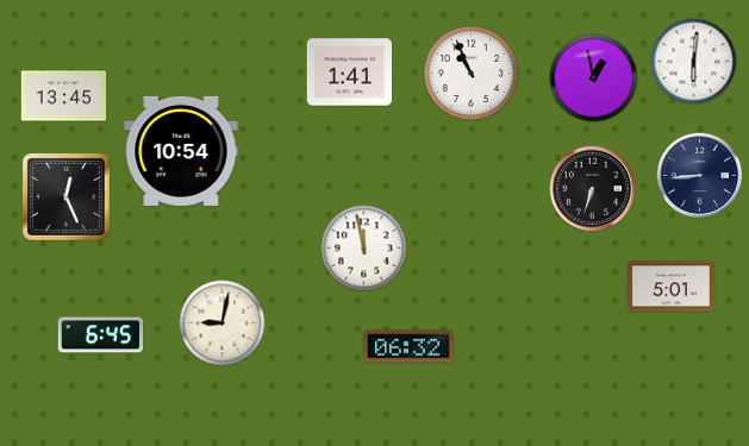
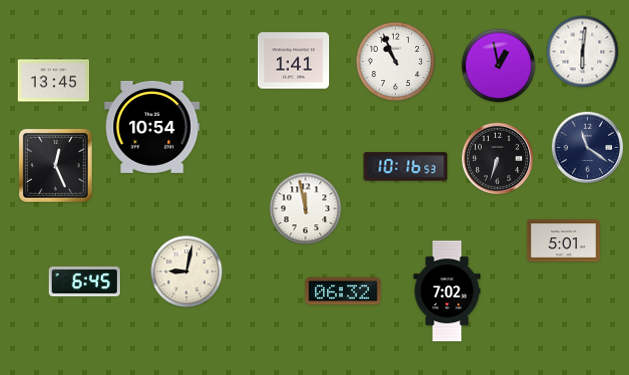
clock at (700, 176): 8:44 -> 11:21
clock at (406, 167): none -> 10:16
clock at (447, 291): none -> 7:02
